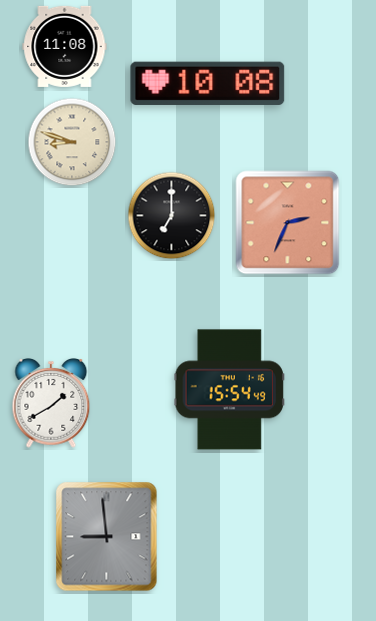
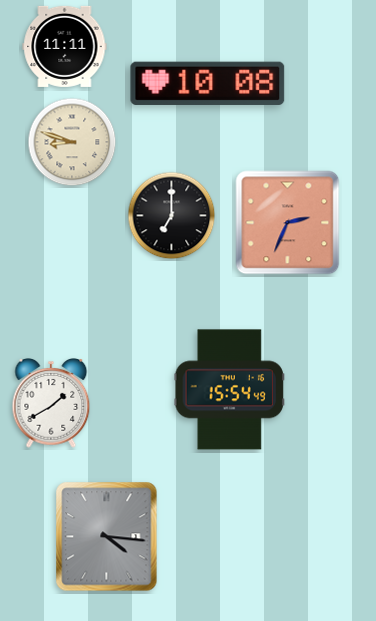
clock at (65, 46): 11:08 -> 11:11
clock at (107, 537): 8:59 -> 4:16
